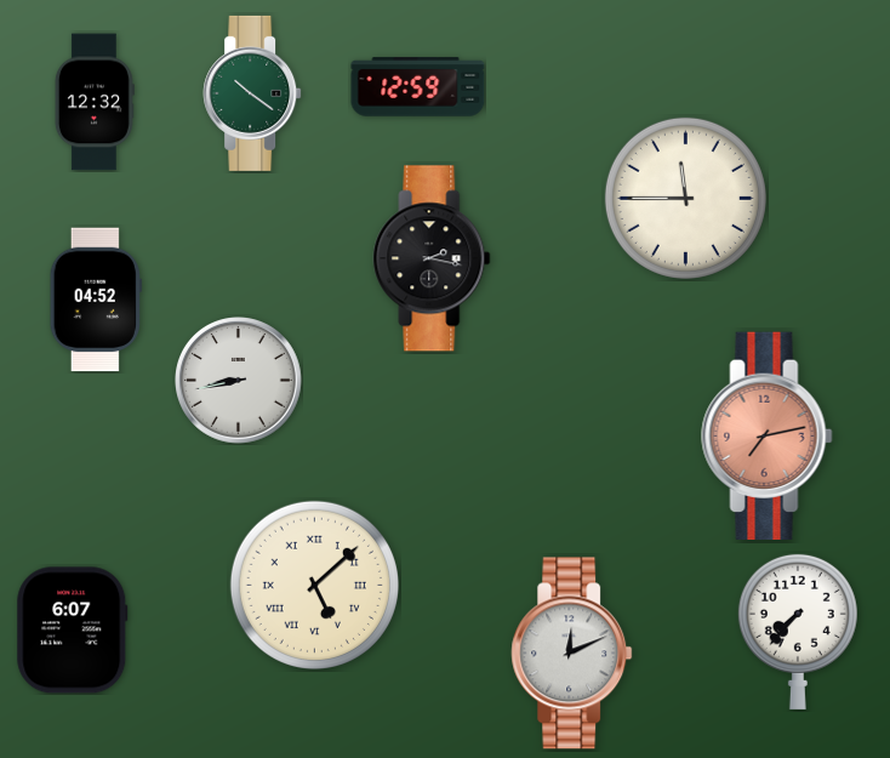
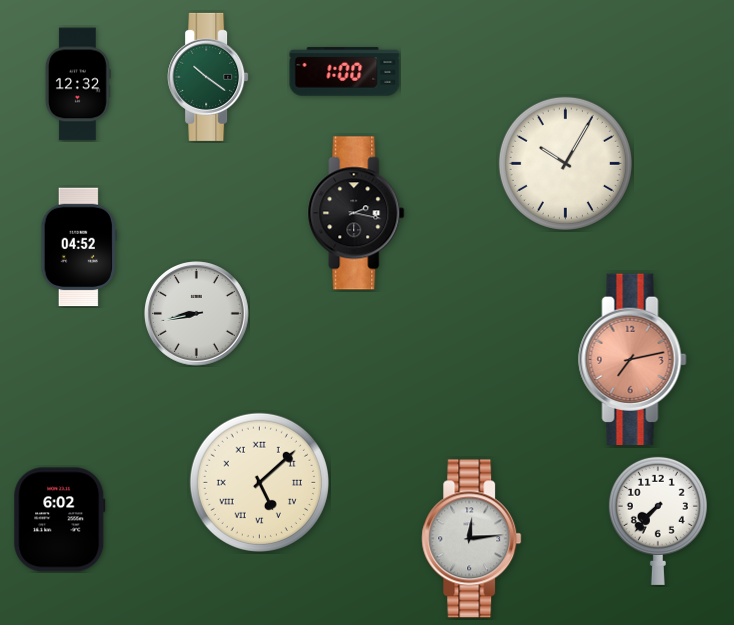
clock at (418, 87): 12:59 -> 1:00
clock at (685, 198): 11:45 -> 10:05
clock at (73, 631): 6:07 -> 6:02
clock at (572, 654): 12:11 -> 12:14
